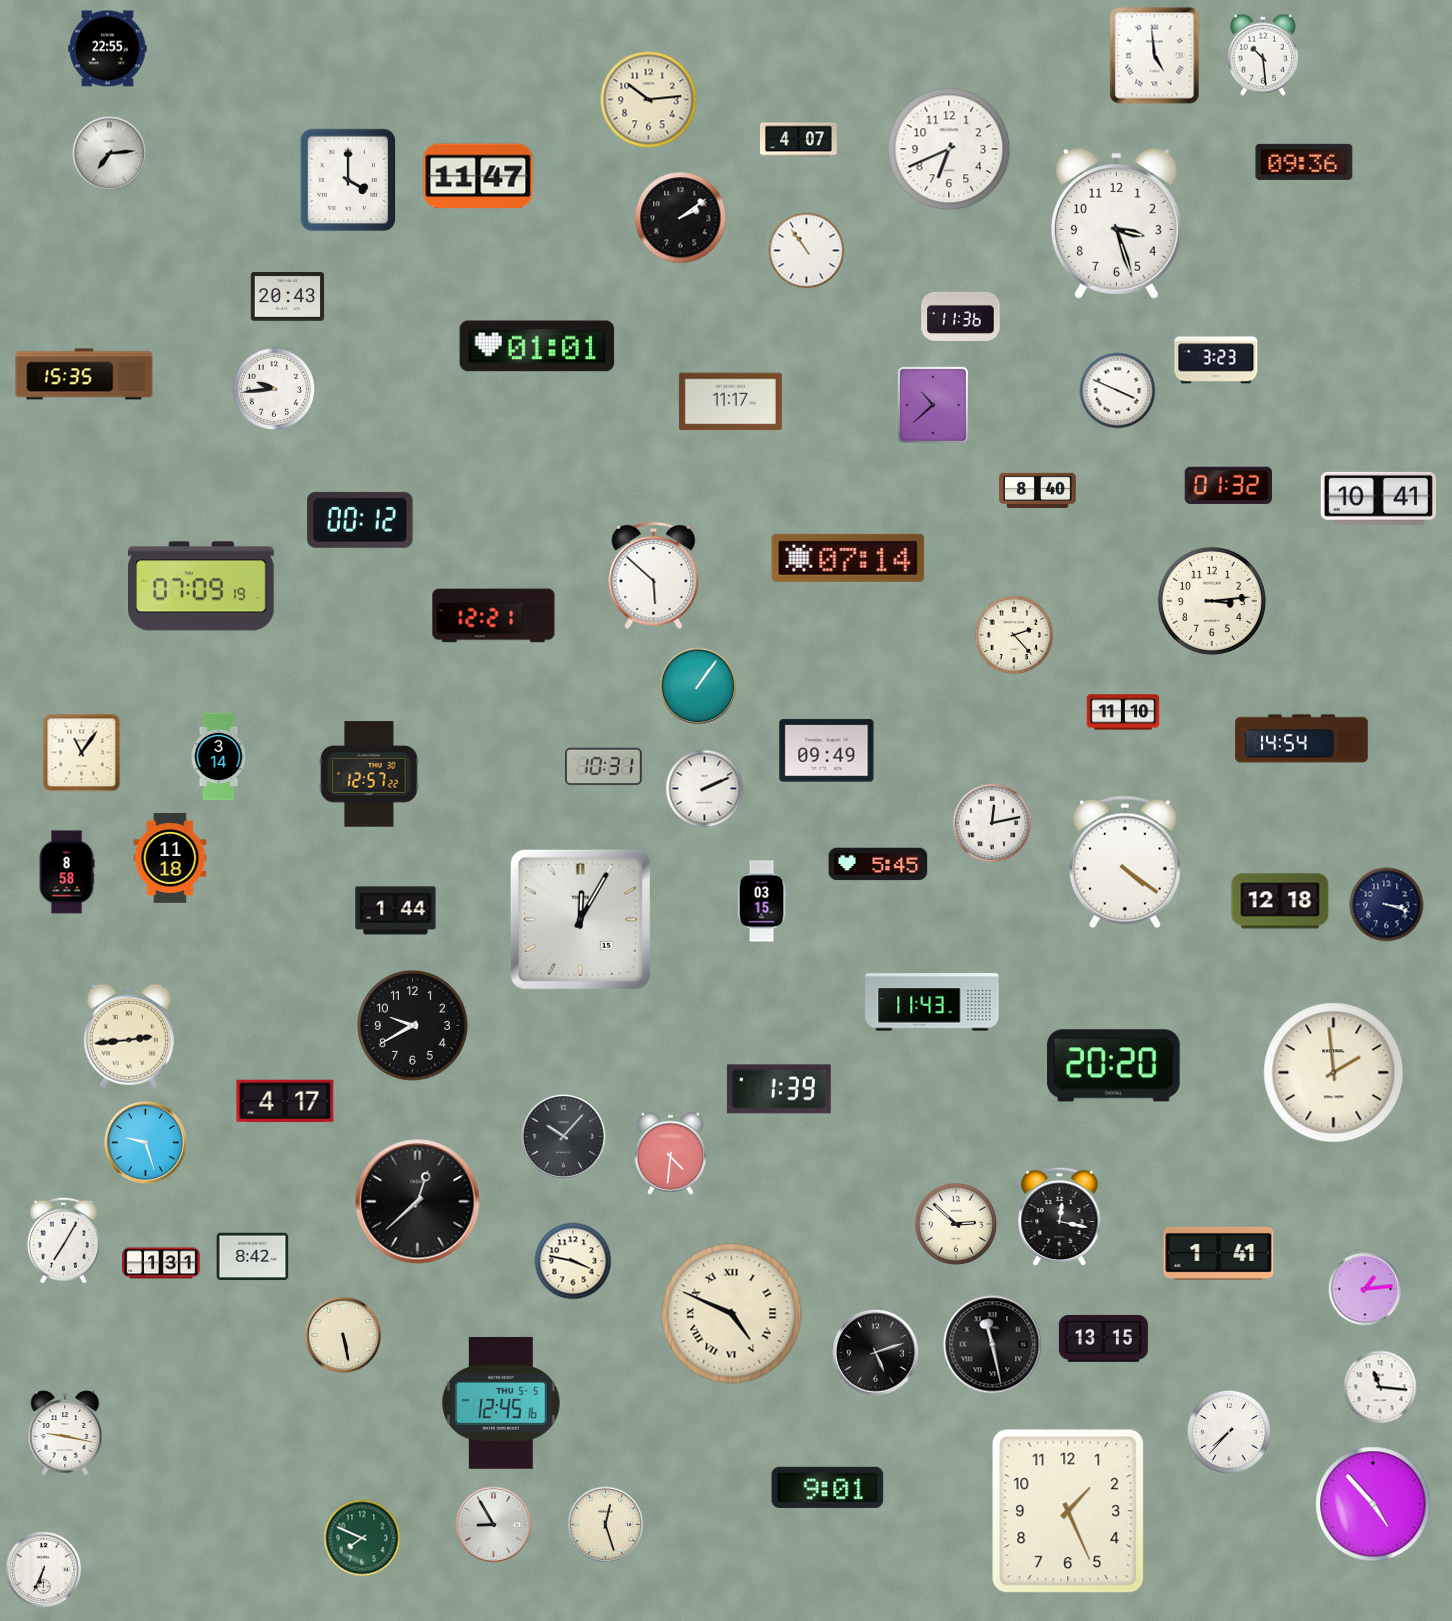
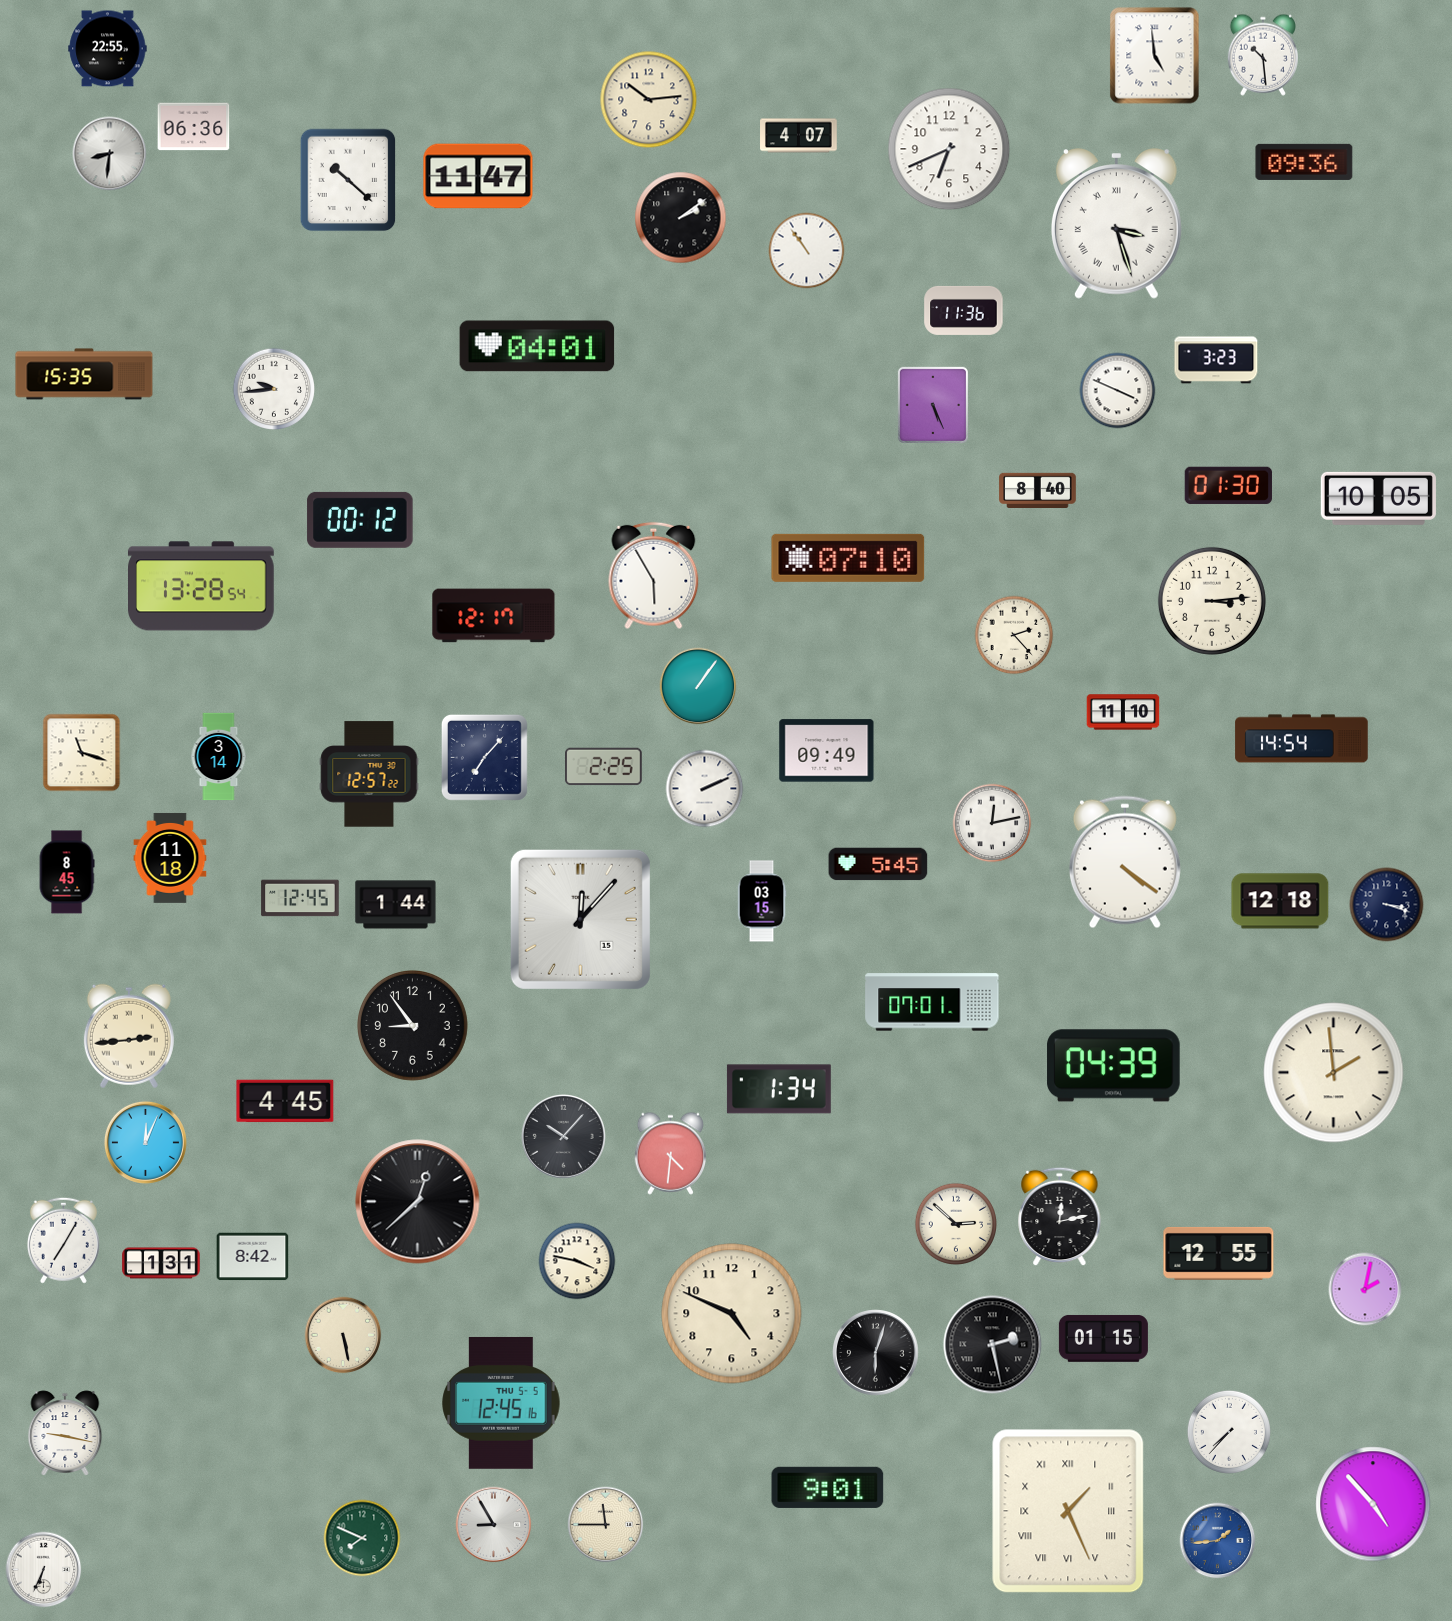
clock at (194, 127): none -> 06:36
clock at (799, 140) position: (799, 140) -> (799, 136)
clock at (110, 154): 7:14 -> 8:31
clock at (348, 180): 4:00 -> 10:22
clock at (1116, 224) numerals: Arabic -> Roman
clock at (288, 297): 20:43 -> none
clock at (961, 316) position: (961, 316) -> (964, 310)
clock at (537, 346): 01:01 -> 04:01
clock at (730, 402): 11:17 -> none
clock at (933, 404): 10:38 -> 5:26
clock at (1228, 485): 01:32 -> 01:30
clock at (1378, 498): 10:41 -> 10:05
clock at (848, 558): 07:14 -> 07:10
clock at (654, 576): 5:52 -> 5:55
clock at (202, 586): 07:09 -> 13:28
clock at (494, 616): 12:21 -> 12:17
clock at (82, 753): 11:06 -> 11:18
clock at (484, 757): none -> 7:07
clock at (604, 767): 10:31 -> 2:25
clock at (67, 872): 8:58 -> 8:45
clock at (300, 898): none -> 12:45
clock at (396, 911) position: (396, 911) -> (396, 905)
clock at (580, 919): 12:05 -> 12:07
clock at (932, 1002): 11:43 -> 07:01
clock at (413, 1026): 9:40 -> 8:54
clock at (1114, 1066): 20:20 -> 04:39
clock at (779, 1089): 1:39 -> 1:34
clock at (285, 1101): 4:17 -> 4:45
clock at (145, 1142): 9:27 -> 12:04
clock at (1060, 1217): 12:17 -> 12:13
clock at (1219, 1253): 1:41 -> 12:55
clock at (573, 1261) position: (573, 1261) -> (577, 1261)
clock at (1365, 1289): 1:14 -> 2:02
clock at (732, 1314) numerals: Roman -> Arabic
clock at (1103, 1338): 13:15 -> 01:15
clock at (993, 1345): 11:28 -> 2:28
clock at (876, 1353): 5:12 -> 6:03
clock at (1380, 1387): 11:16 -> none
clock at (1068, 1511) numerals: Arabic -> Roman
clock at (606, 1525): 12:27 -> 11:45
clock at (1218, 1541): none -> 1:44
